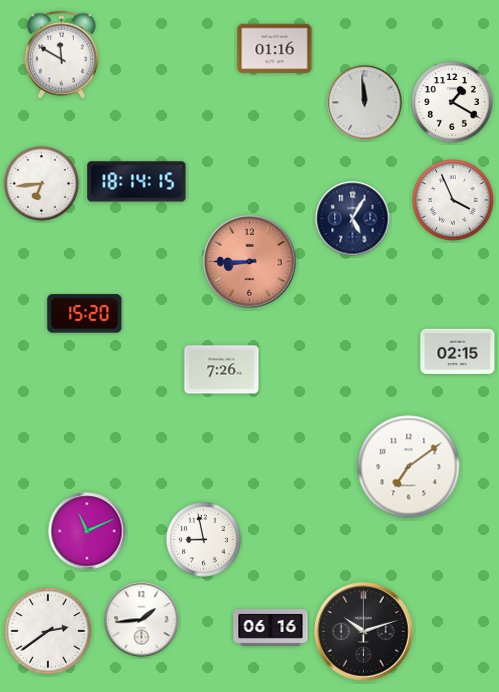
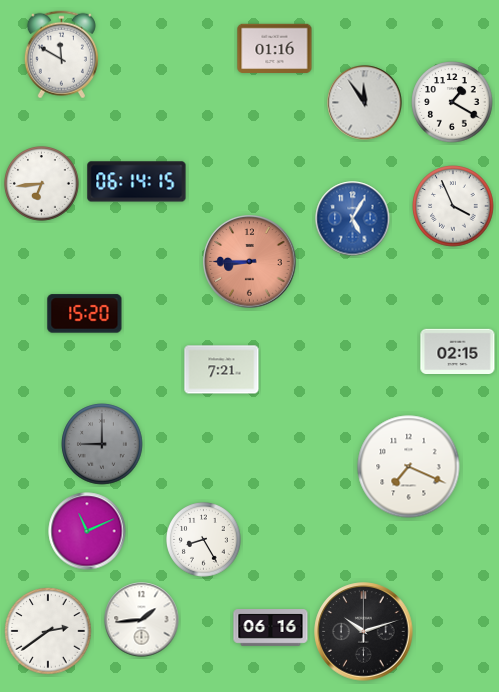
clock at (365, 103): 11:59 -> 11:54
clock at (137, 182): 18:14 -> 06:14
clock at (453, 200) position: (453, 200) -> (453, 206)
clock at (353, 219) dial: navy -> blue
clock at (222, 370): 7:26 -> 7:21
clock at (102, 444): none -> 9:00
clock at (409, 467): 7:09 -> 7:19
clock at (204, 540): 8:58 -> 8:25
